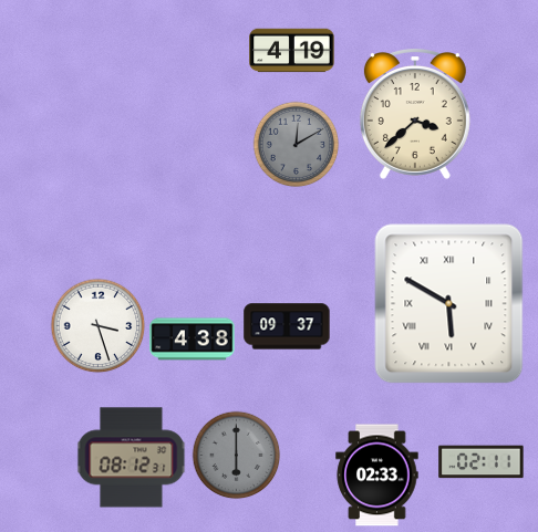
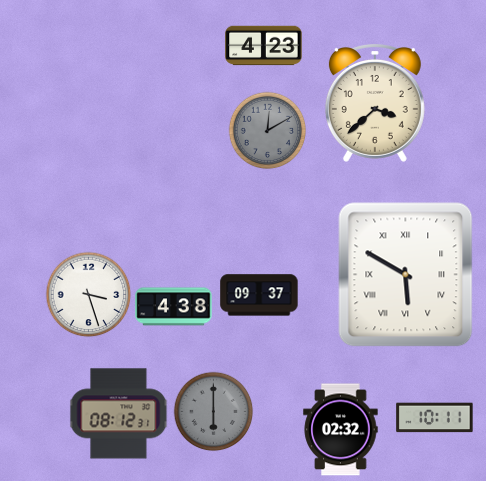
clock at (292, 51): 4:19 -> 4:23
clock at (482, 462): 02:11 -> 10:11
clock at (377, 476): 02:33 -> 02:32
